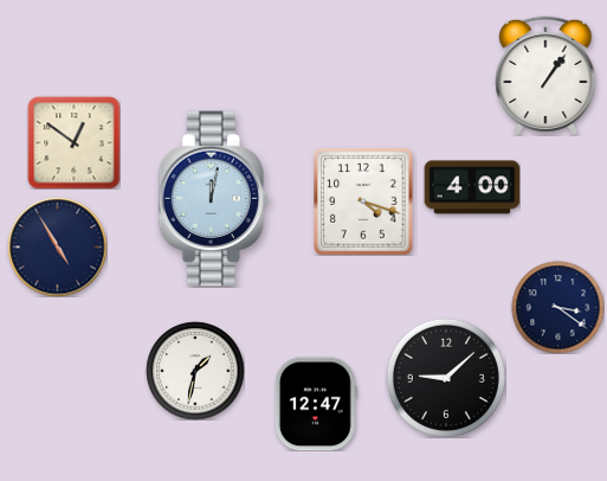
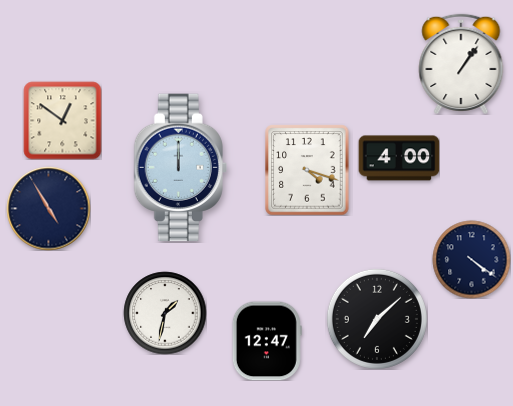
clock at (213, 199): 12:02 -> 12:00
clock at (557, 307): 3:21 -> 4:21
clock at (446, 378): 9:08 -> 7:08
